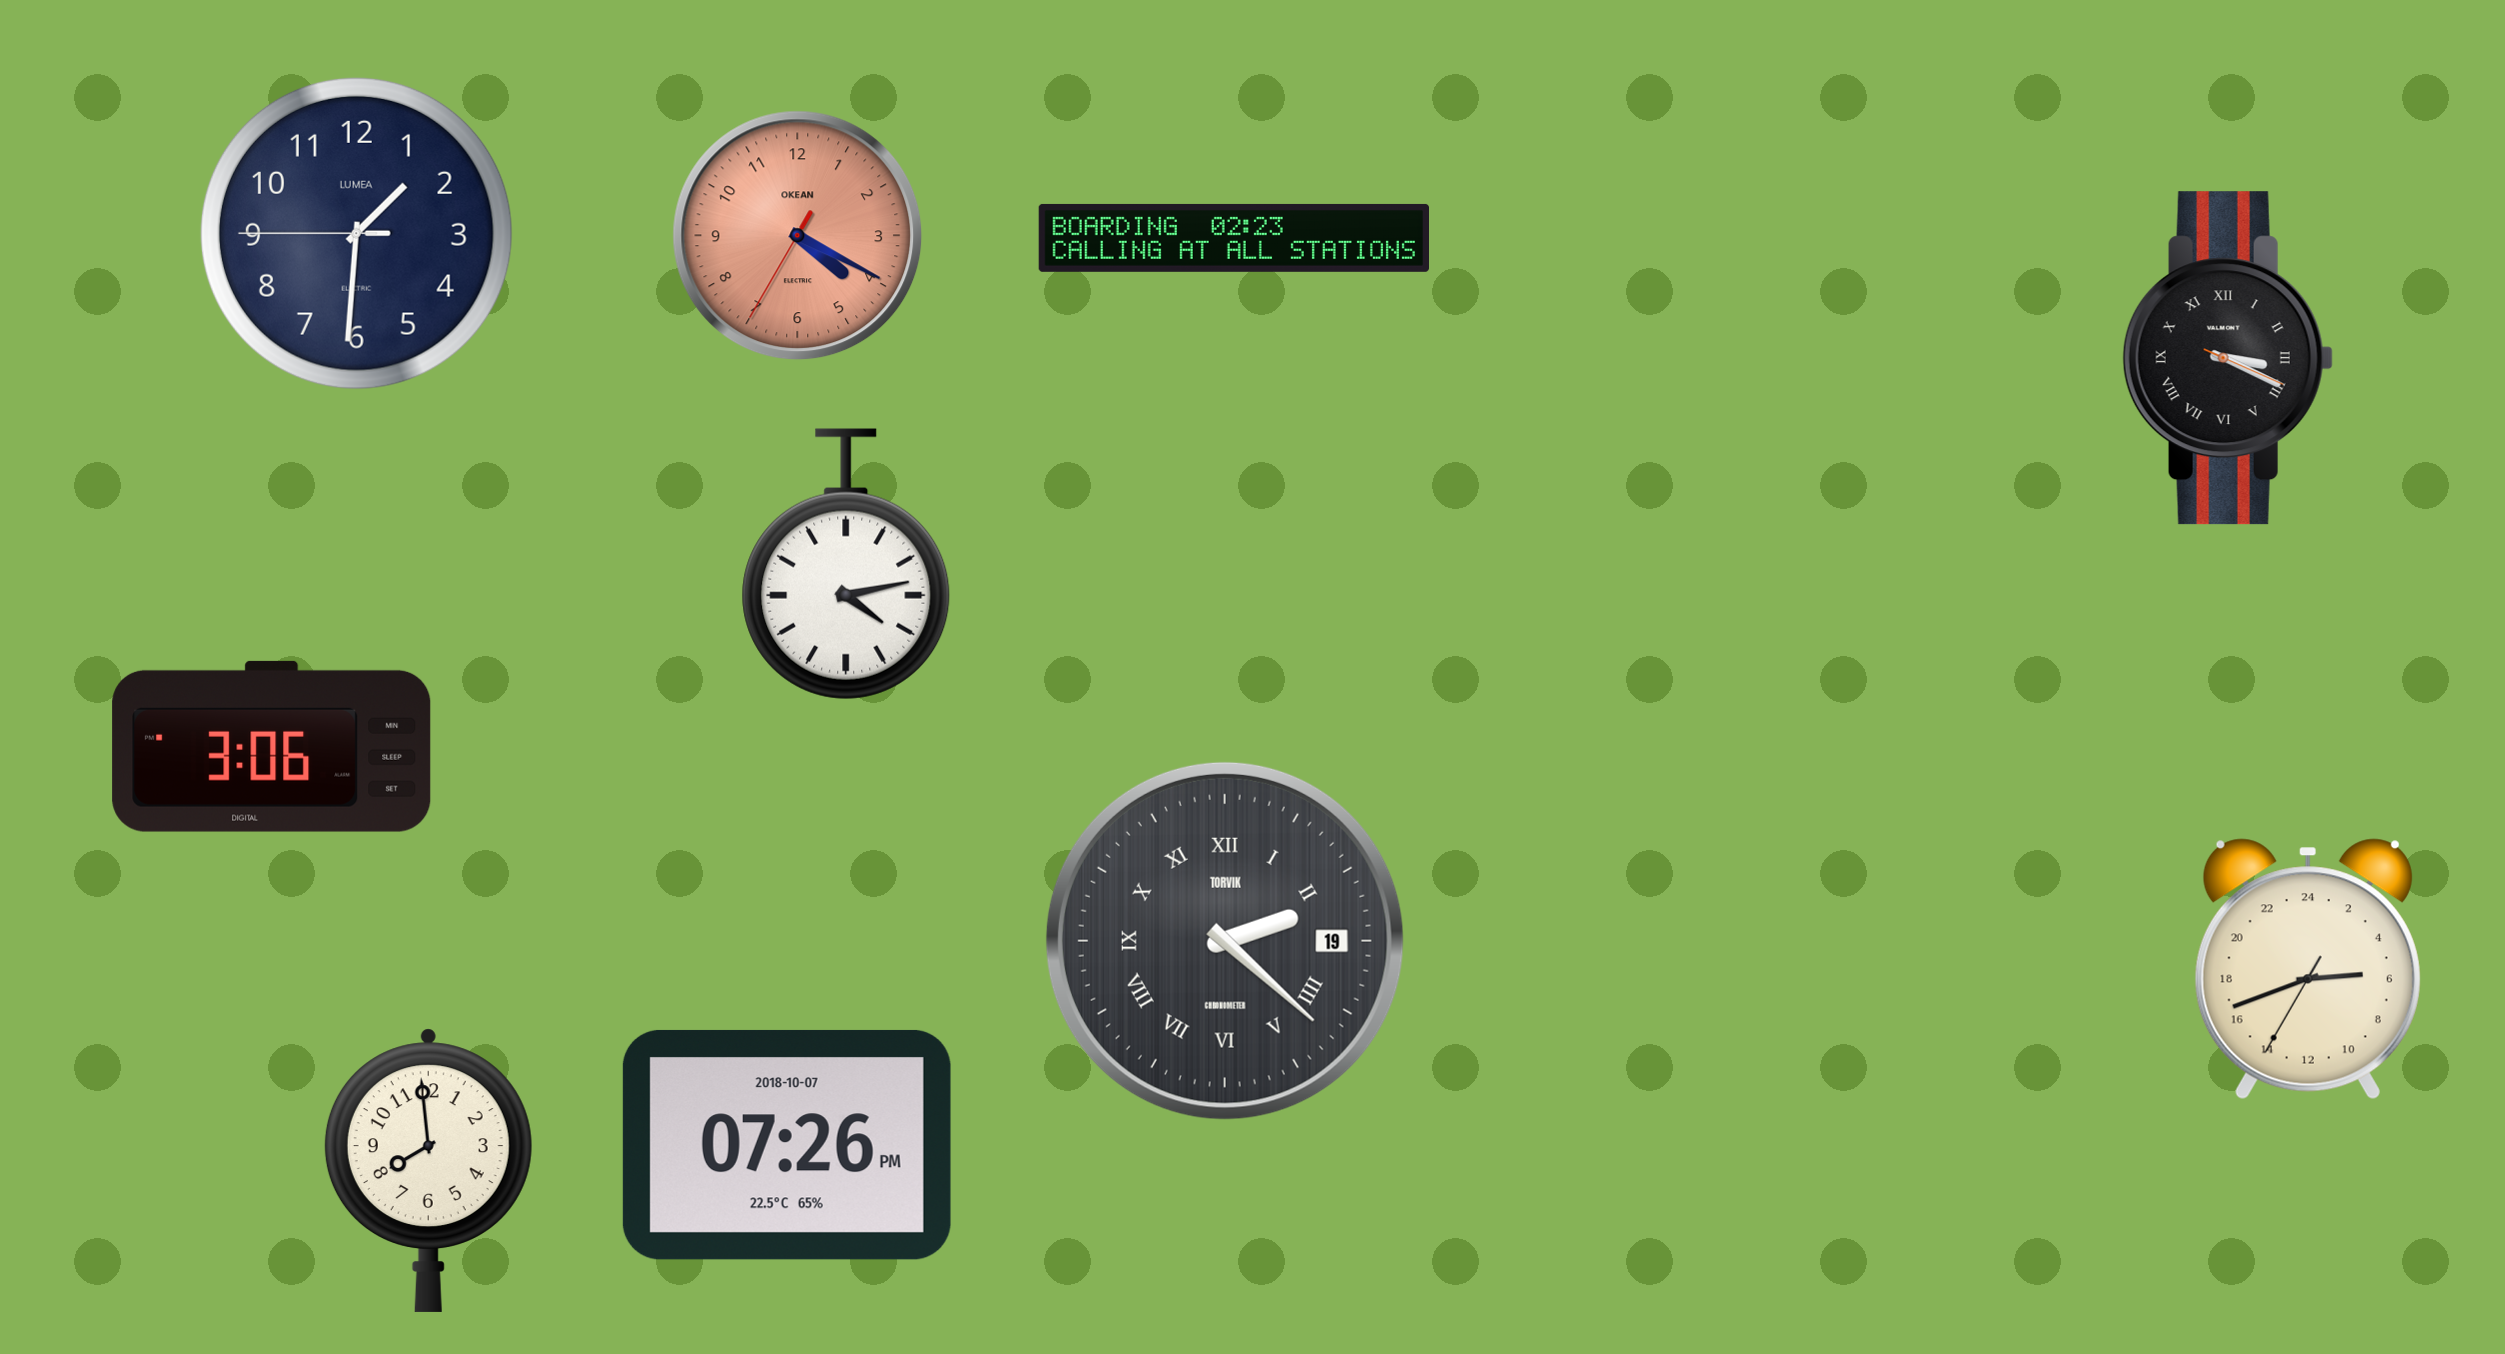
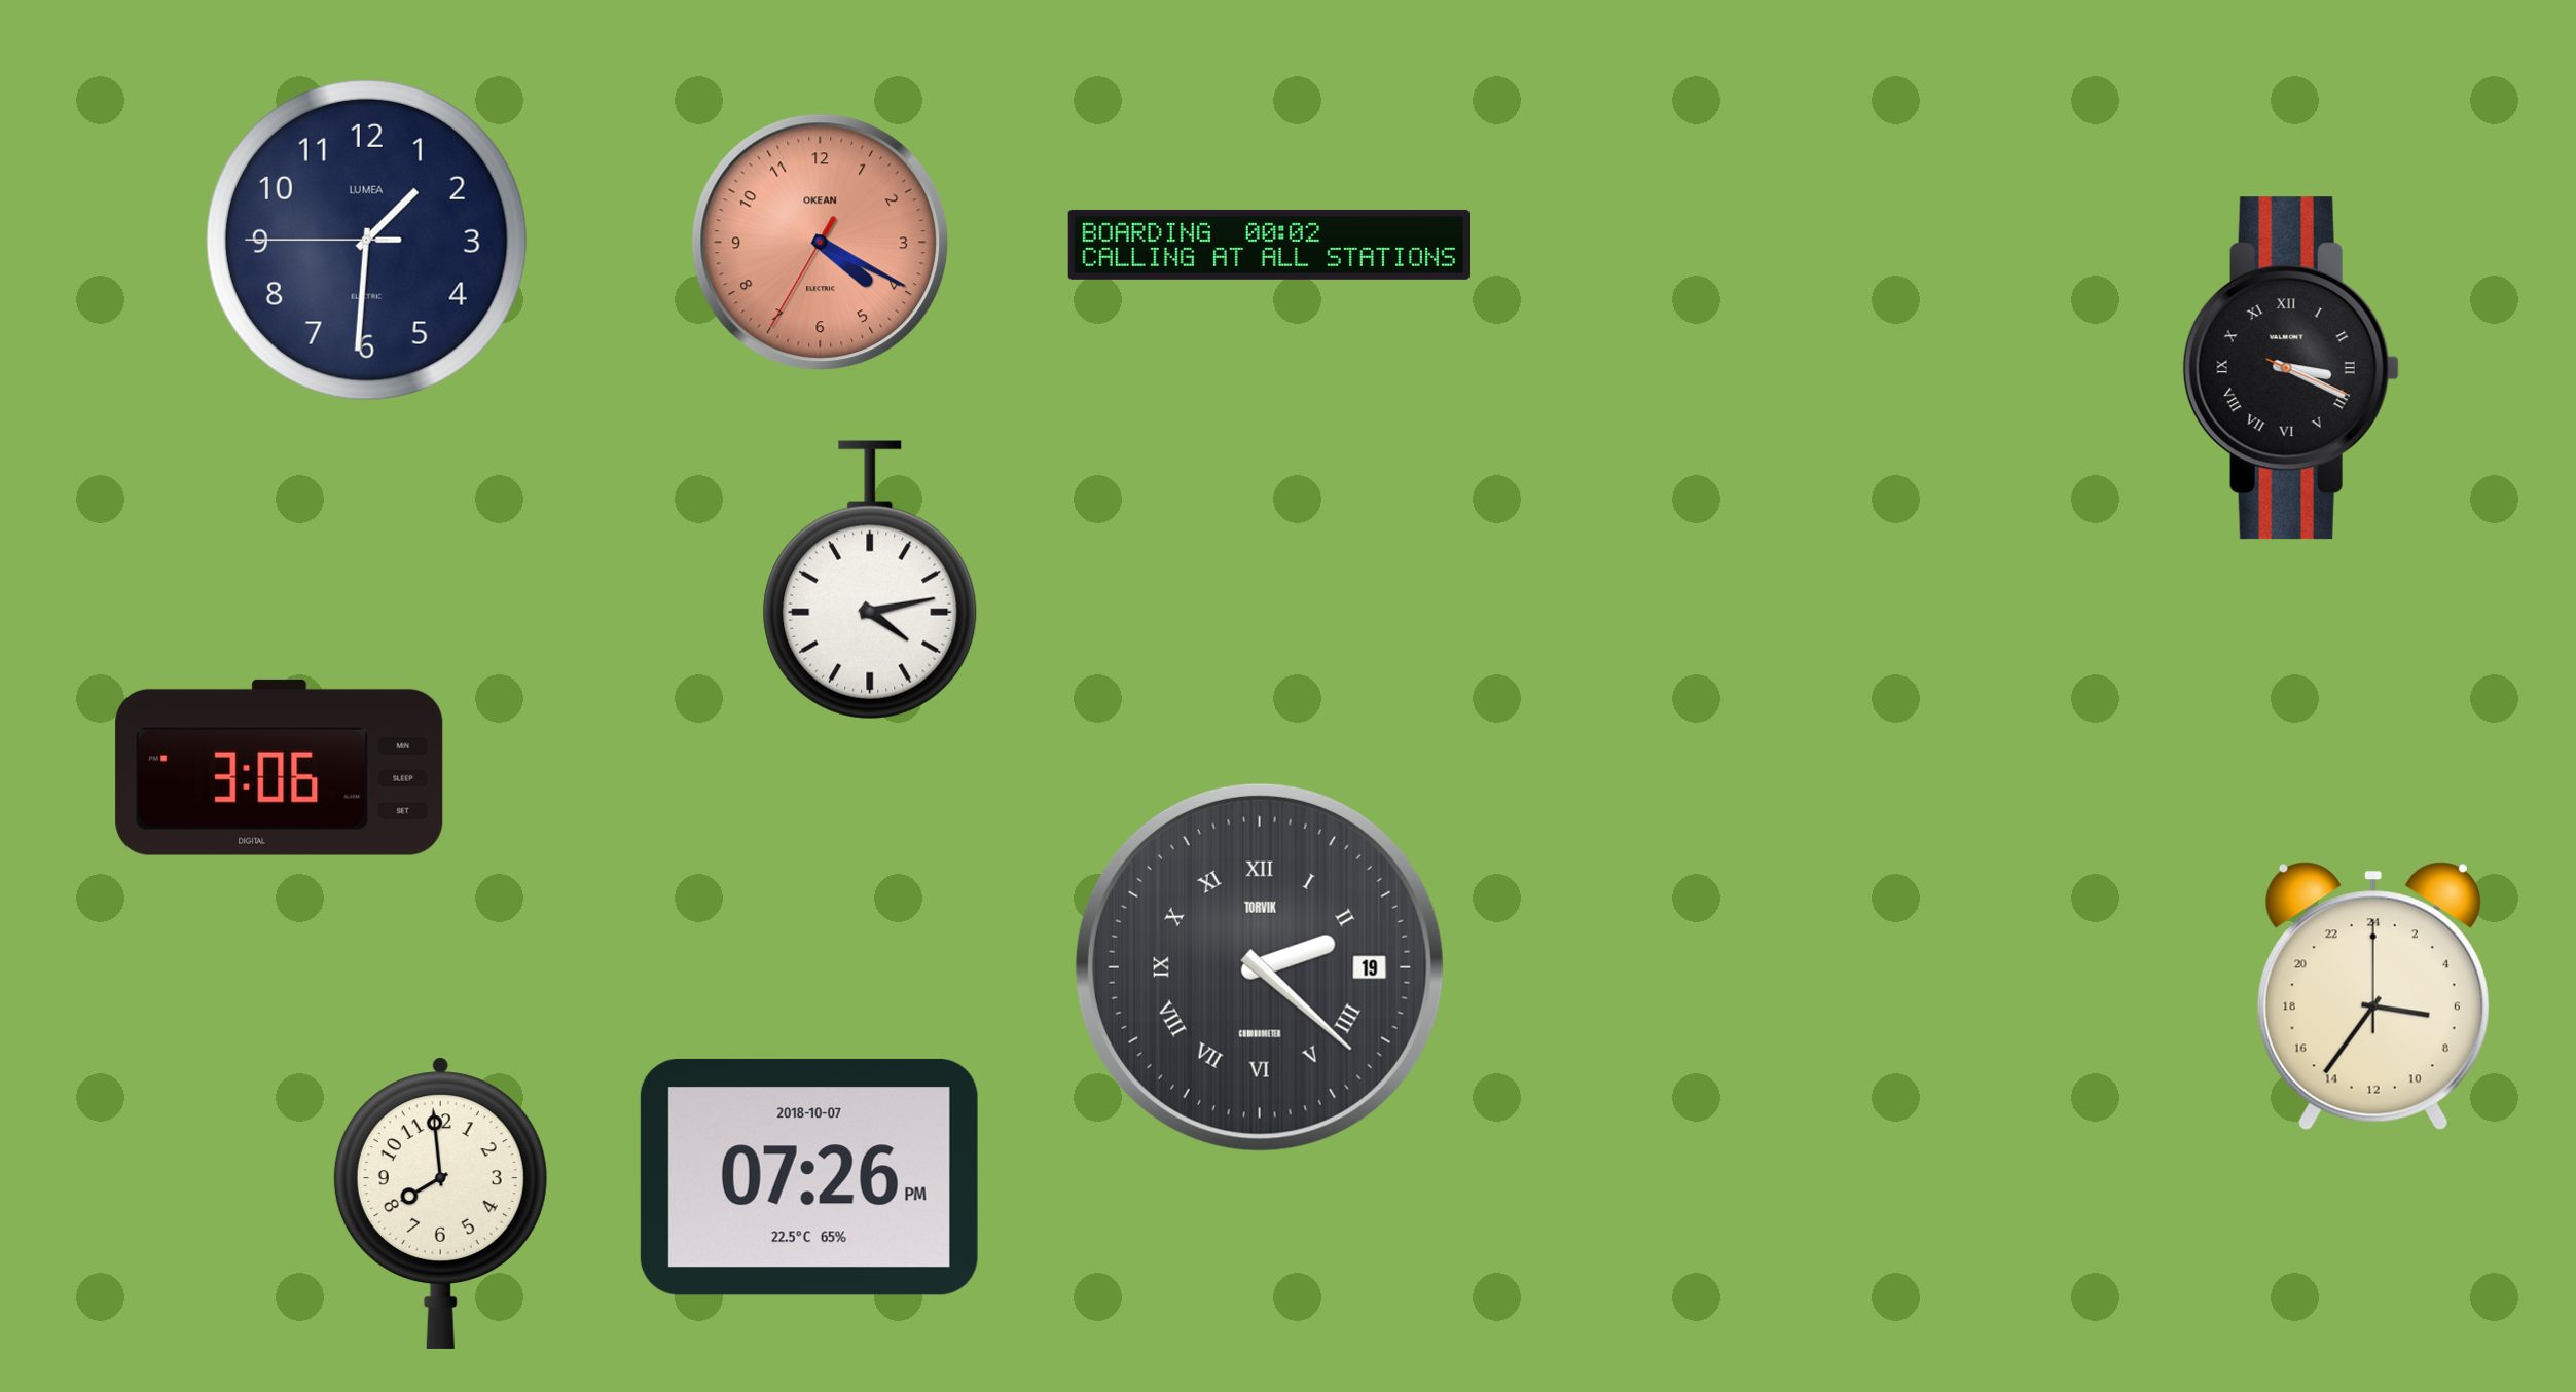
clock at (1233, 238): 02:23 -> 00:02
clock at (2308, 969): 5:41 -> 6:36
